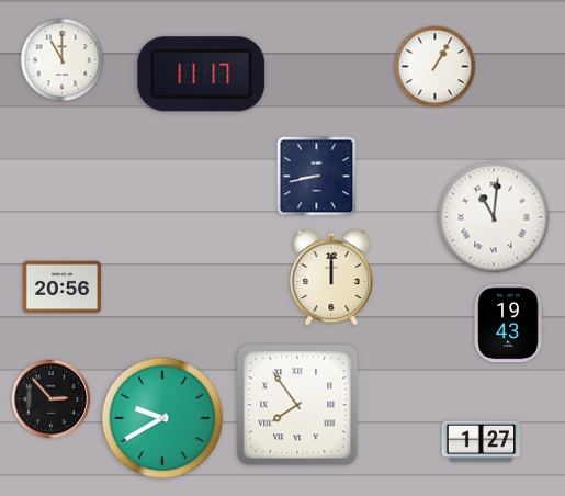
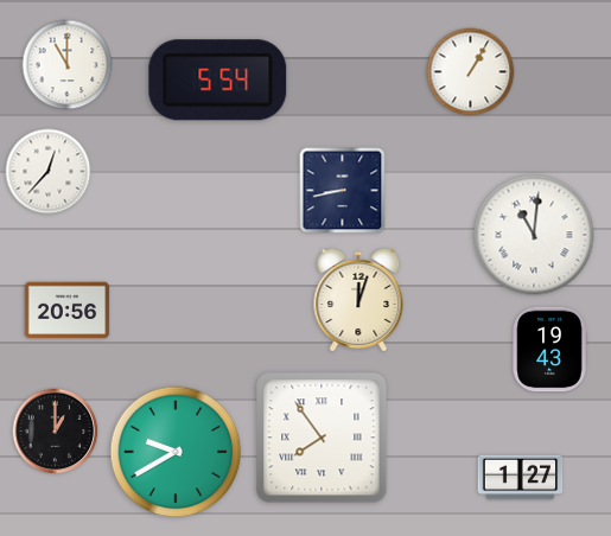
clock at (202, 75): 11:17 -> 5:54
clock at (49, 172): none -> 12:37
clock at (331, 278): 12:00 -> 12:03
clock at (52, 399): 2:53 -> 1:00
